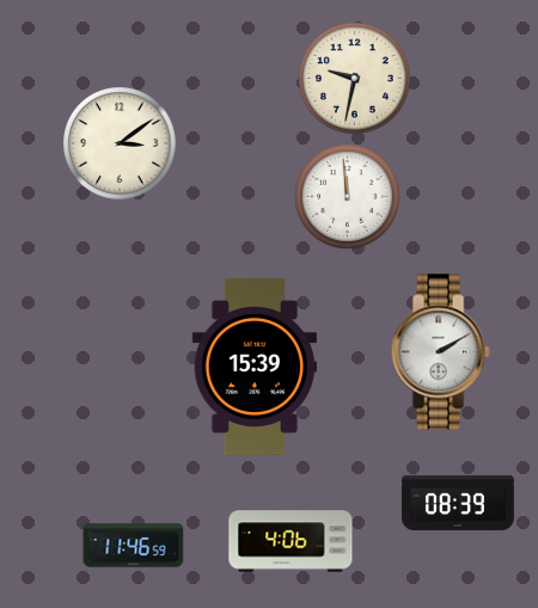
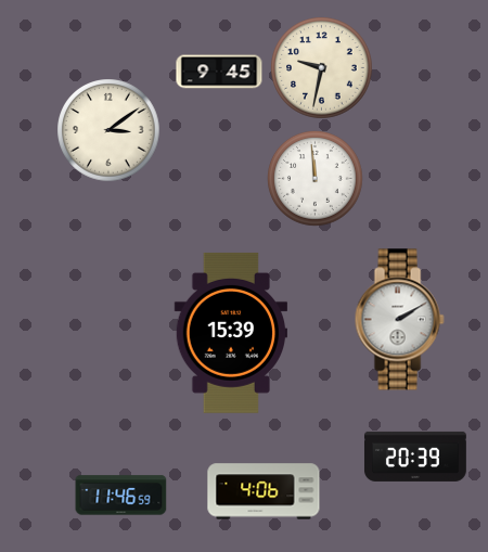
clock at (219, 72): none -> 9:45
clock at (355, 79) position: (355, 79) -> (322, 68)
clock at (458, 503): 08:39 -> 20:39
